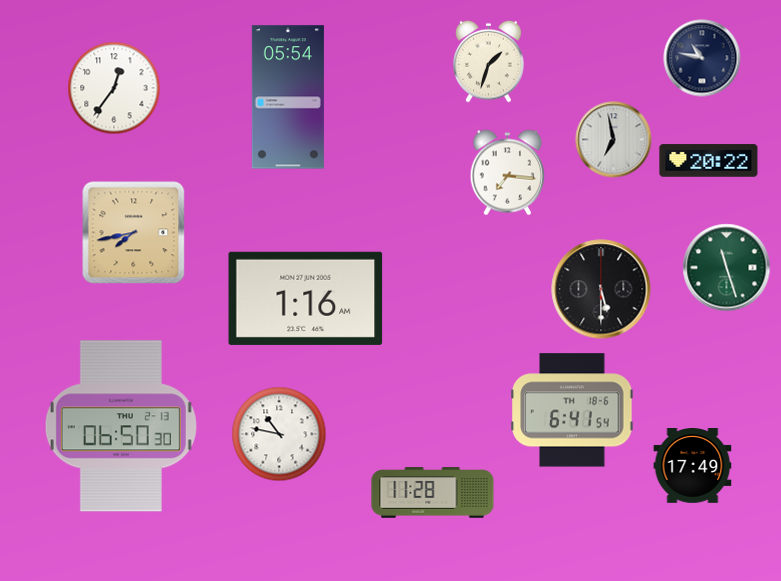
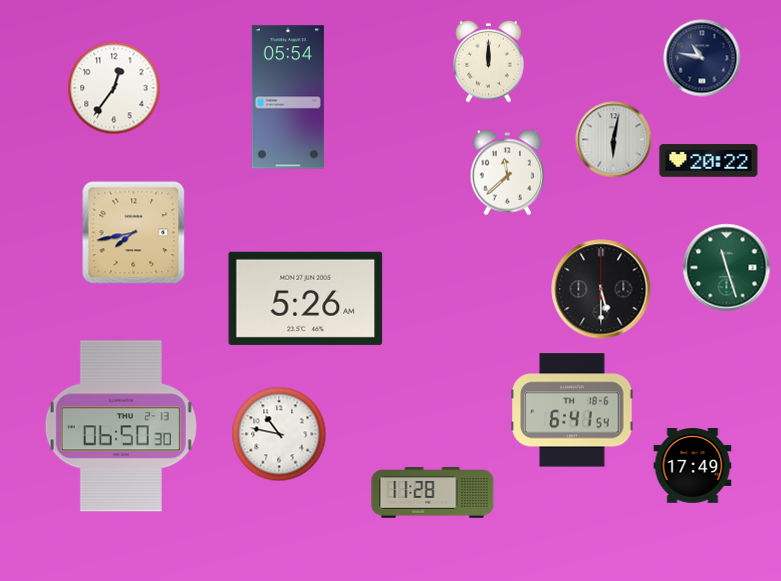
clock at (489, 61): 1:33 -> 12:00
clock at (614, 140): 6:58 -> 6:02
clock at (508, 173): 7:16 -> 11:38
clock at (306, 298): 1:16 -> 5:26
